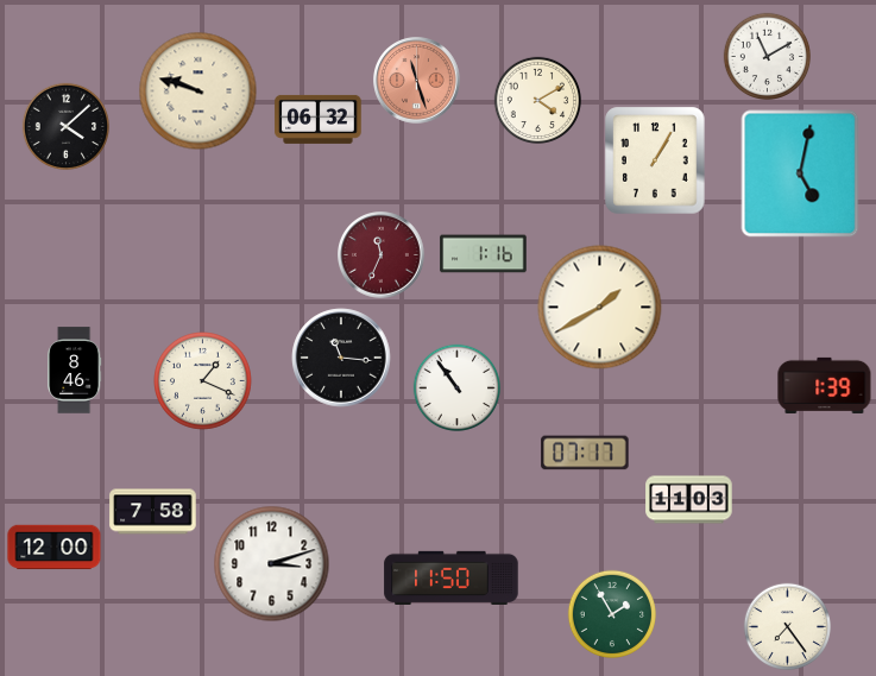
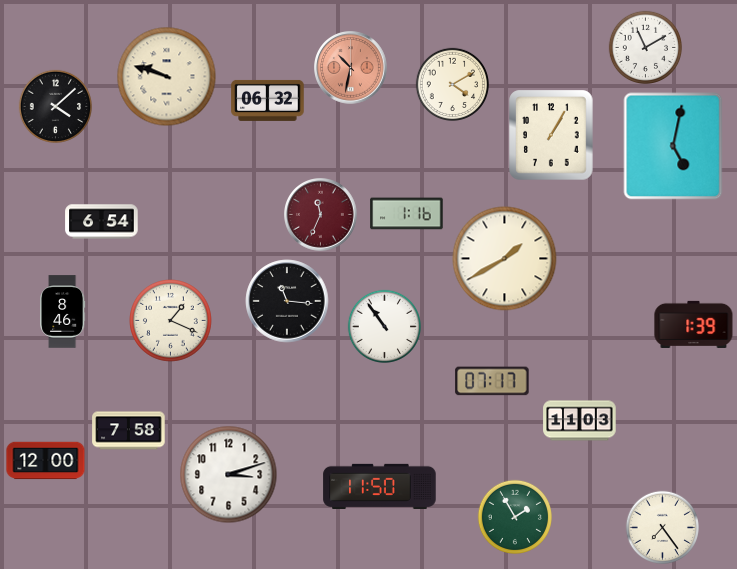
clock at (417, 81): 11:27 -> 10:32
clock at (102, 222): none -> 6:54
